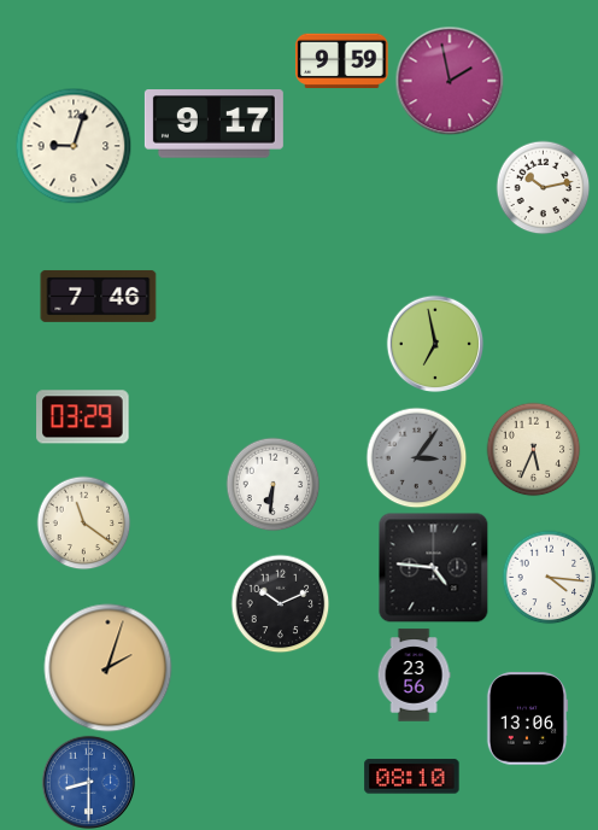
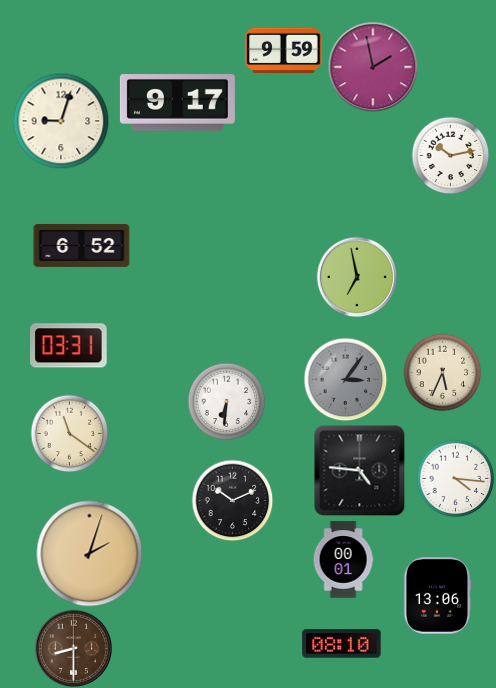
clock at (99, 296): 7:46 -> 6:52
clock at (435, 344) position: (435, 344) -> (357, 277)
clock at (83, 417): 03:29 -> 03:31
clock at (414, 676): 23:56 -> 00:01
clock at (88, 782) dial: blue -> brown
